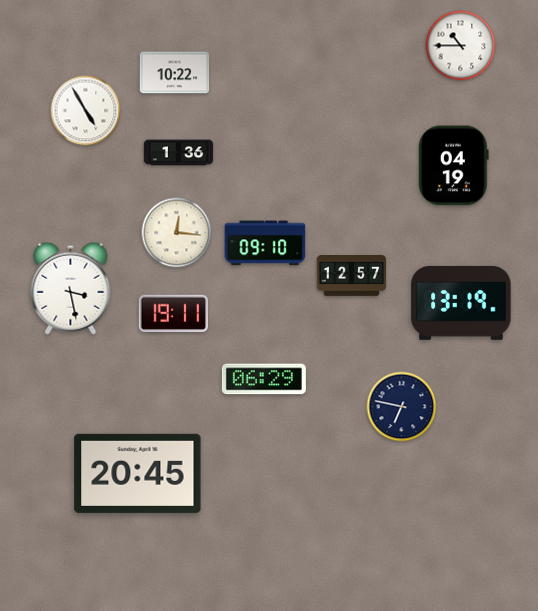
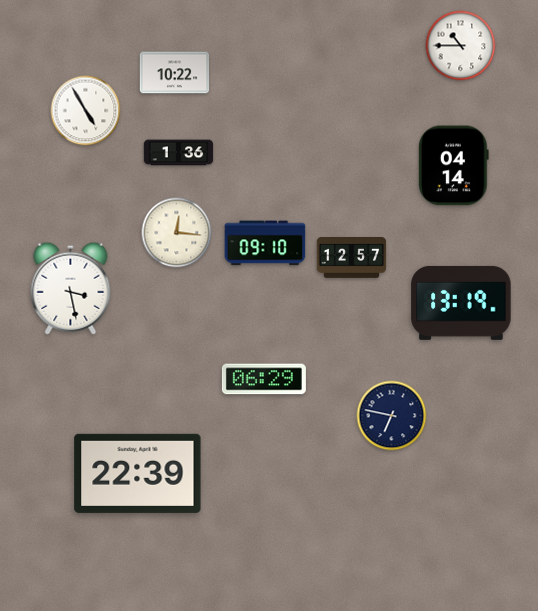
clock at (454, 166): 04:19 -> 04:14
clock at (352, 276) position: (352, 276) -> (352, 258)
clock at (173, 313): 19:11 -> none
clock at (402, 407) position: (402, 407) -> (392, 416)
clock at (138, 473): 20:45 -> 22:39
